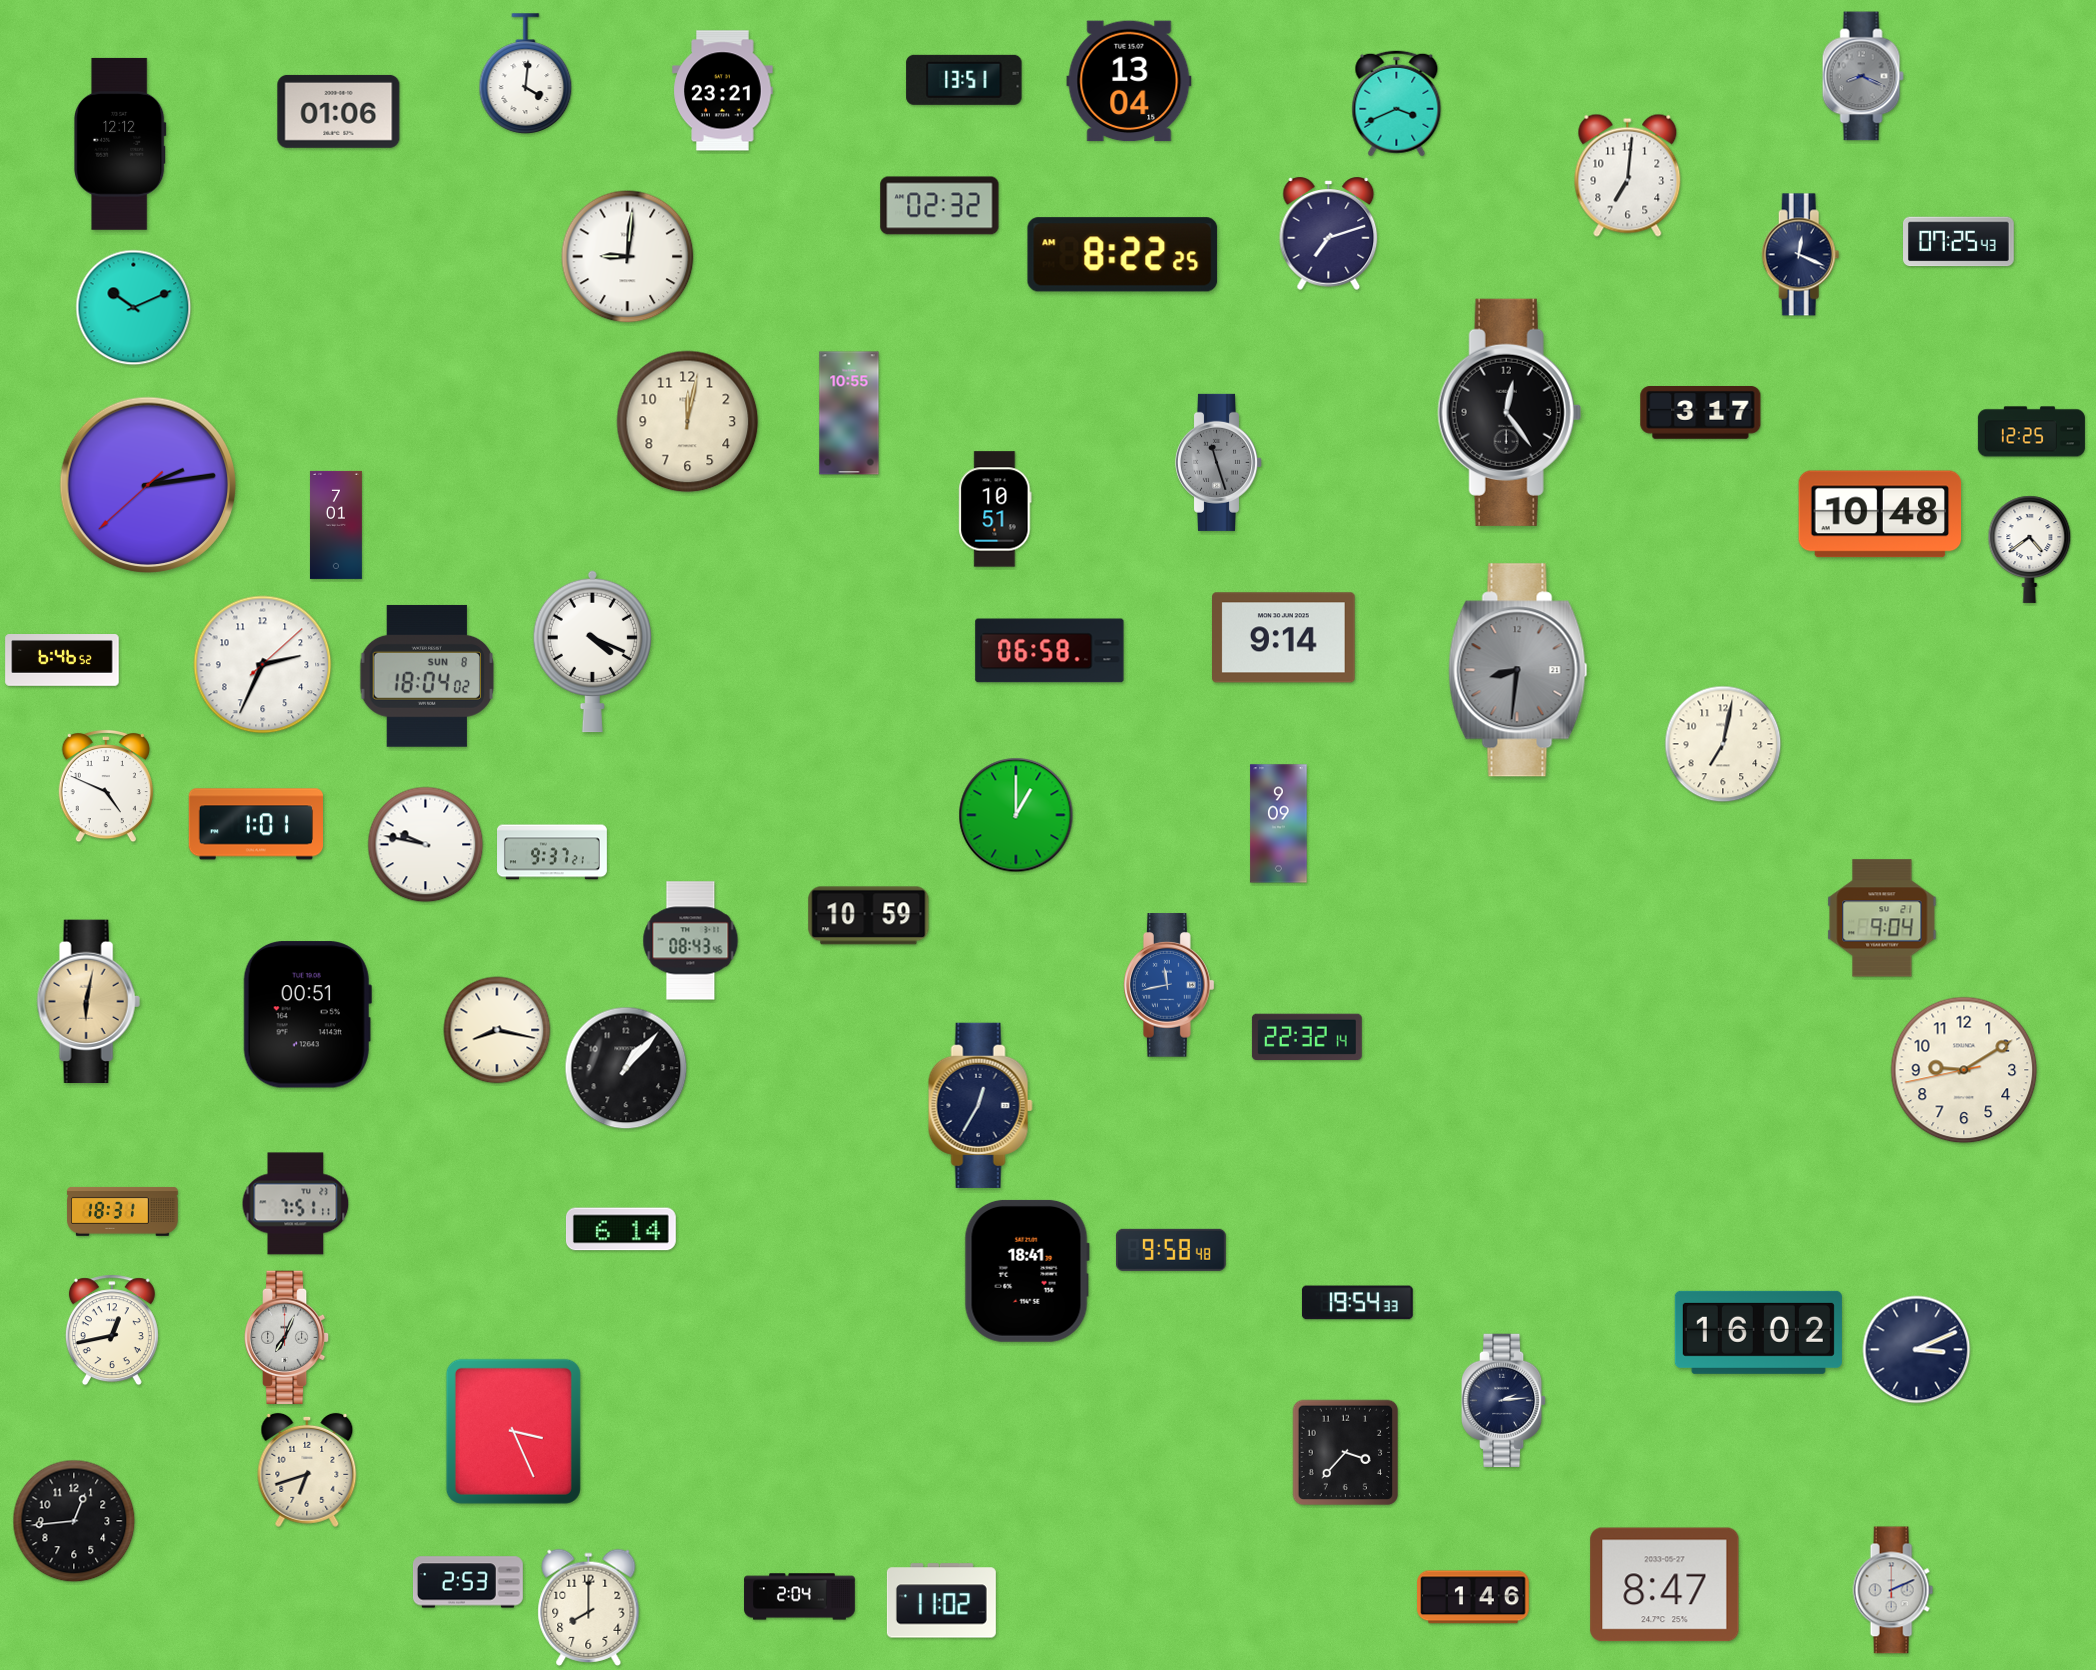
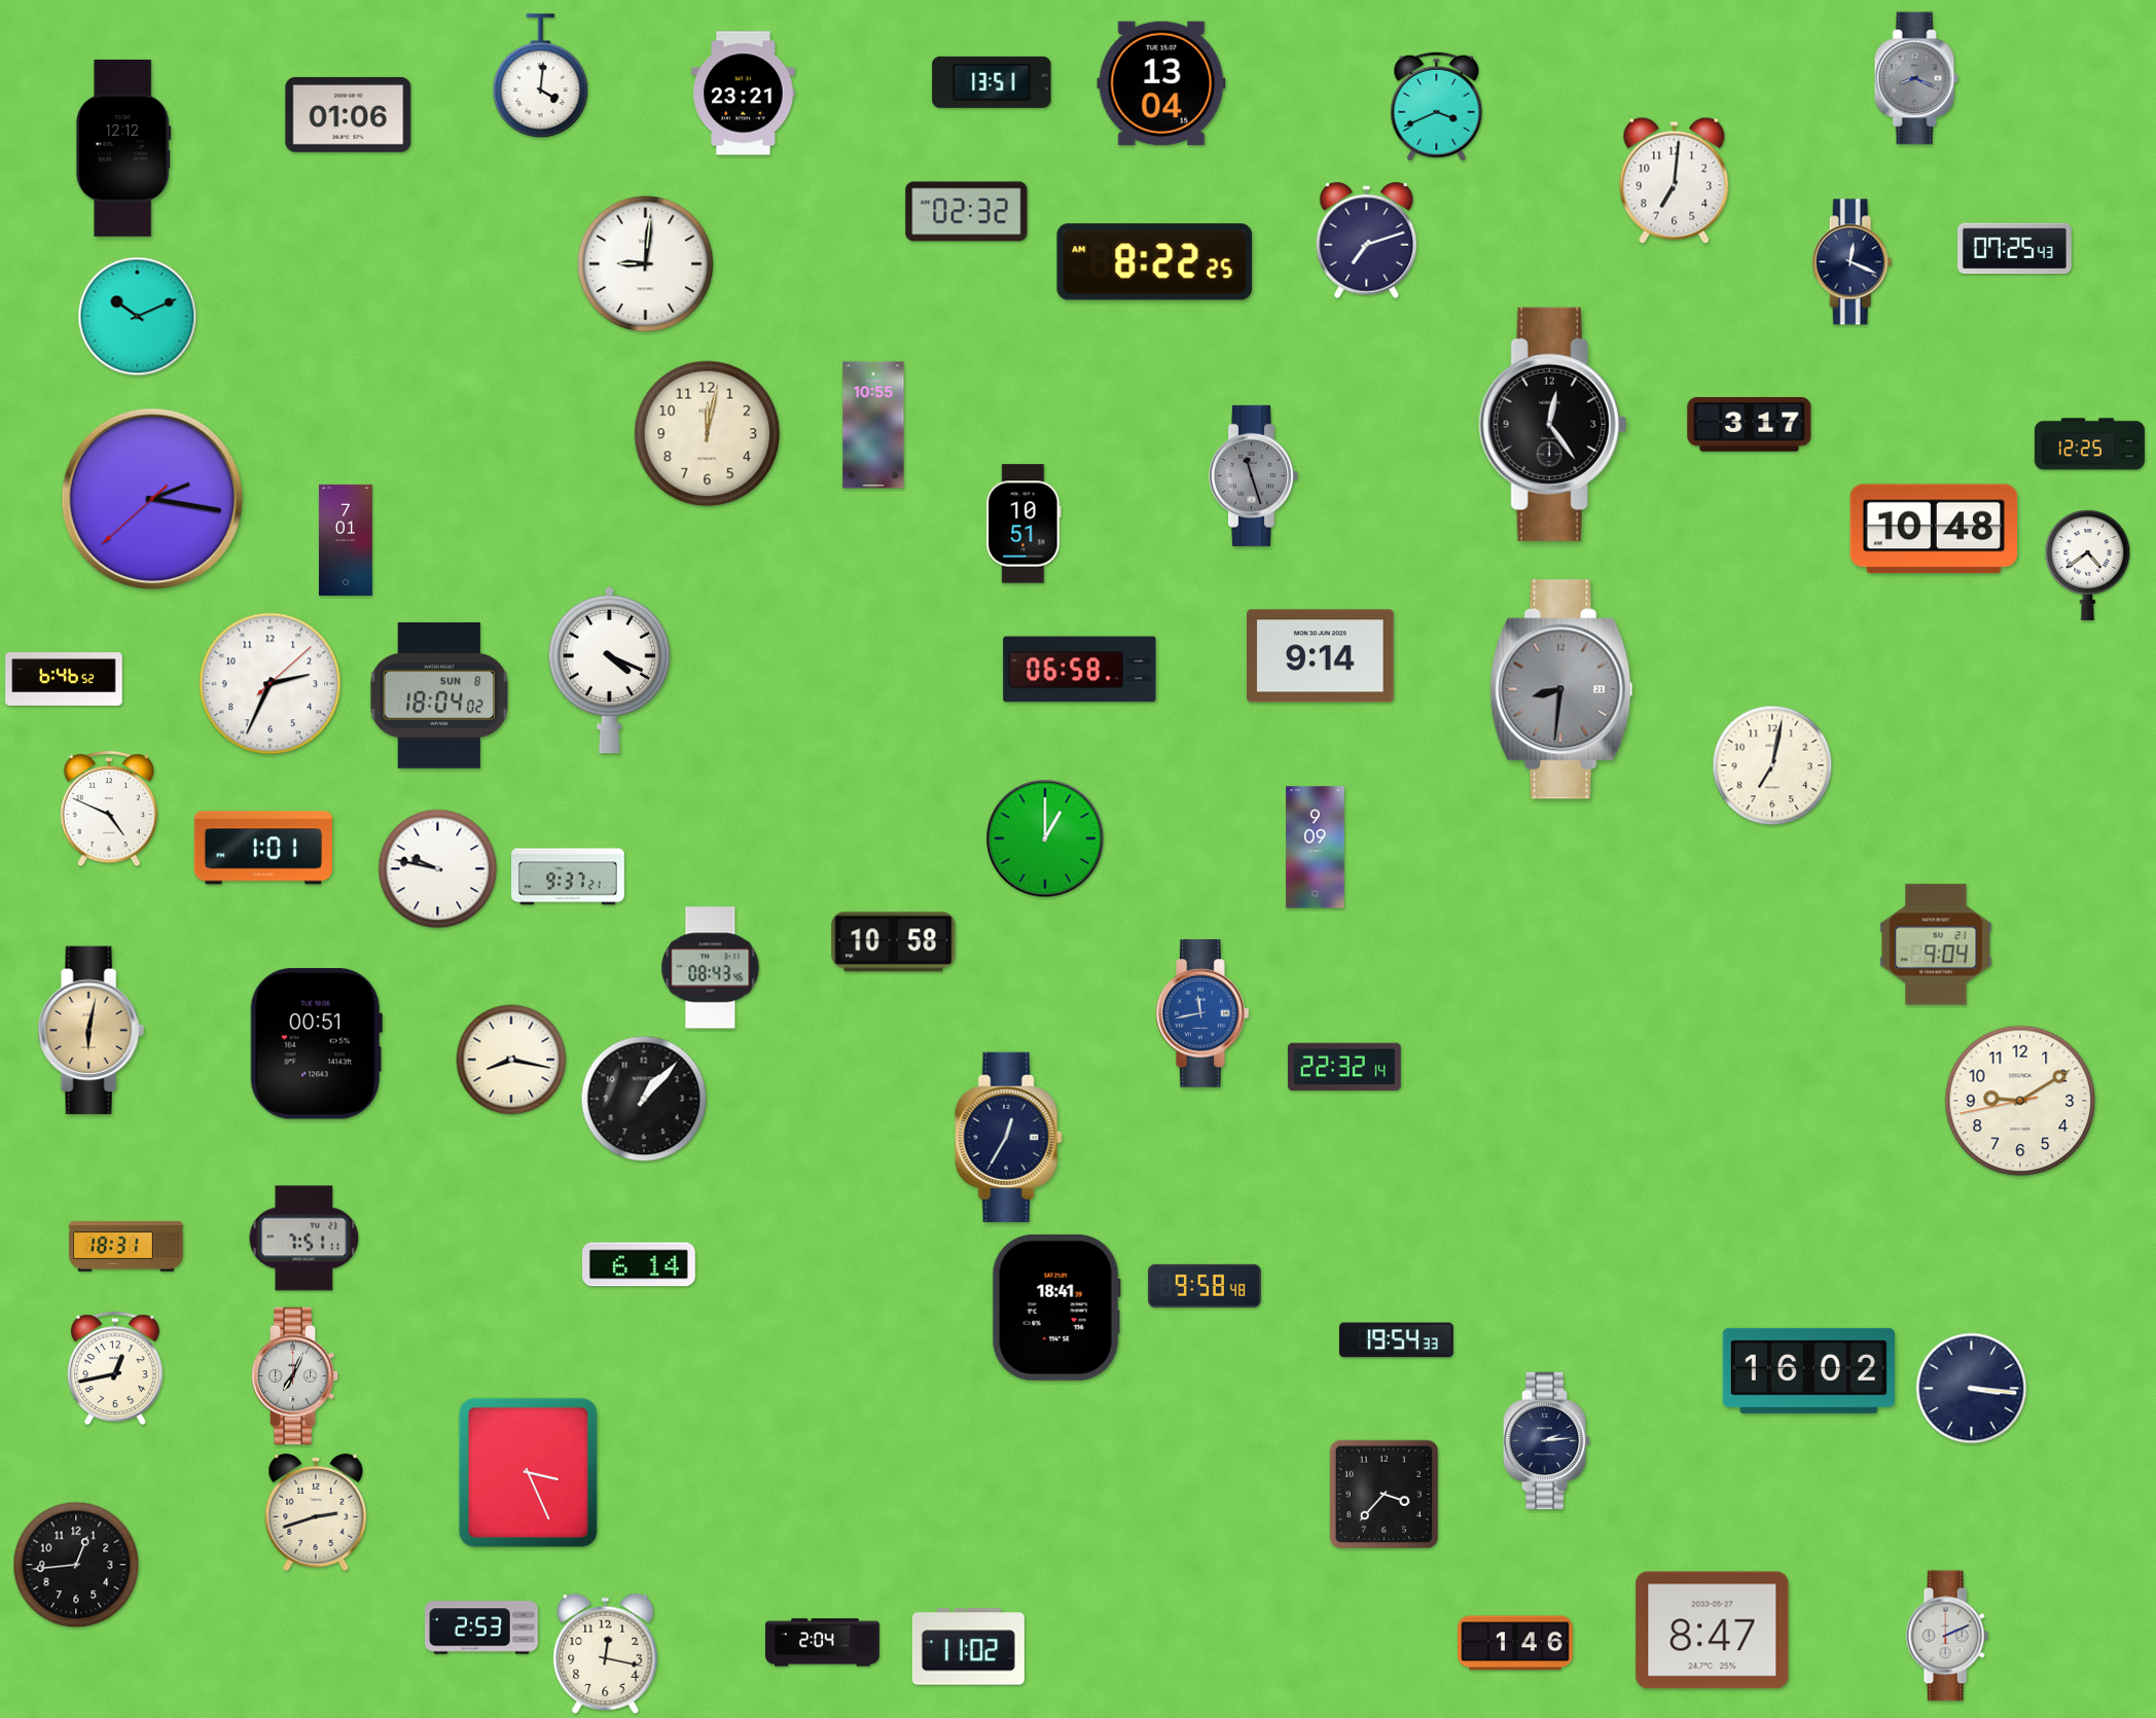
clock at (147, 484): 2:13 -> 2:16
clock at (869, 916): 10:59 -> 10:58
clock at (1917, 1350): 3:11 -> 3:16
clock at (307, 1470): 6:42 -> 2:42
clock at (589, 1607): 8:00 -> 12:17
